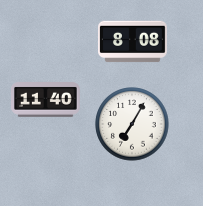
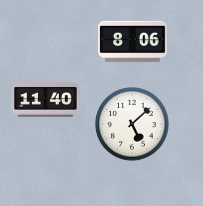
clock at (133, 42): 8:08 -> 8:06
clock at (132, 124): 7:05 -> 5:08
